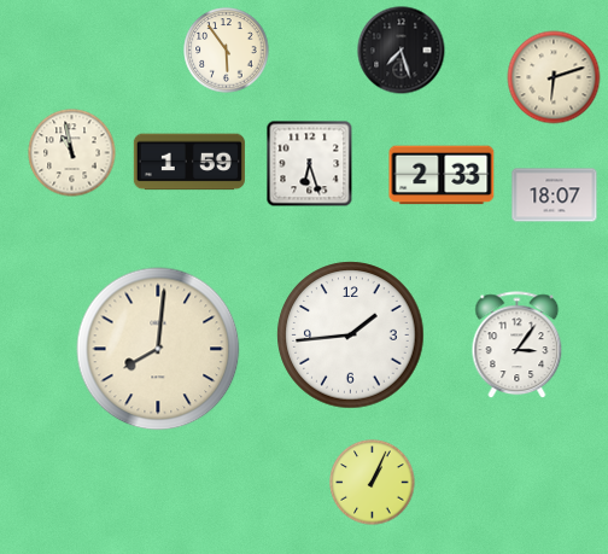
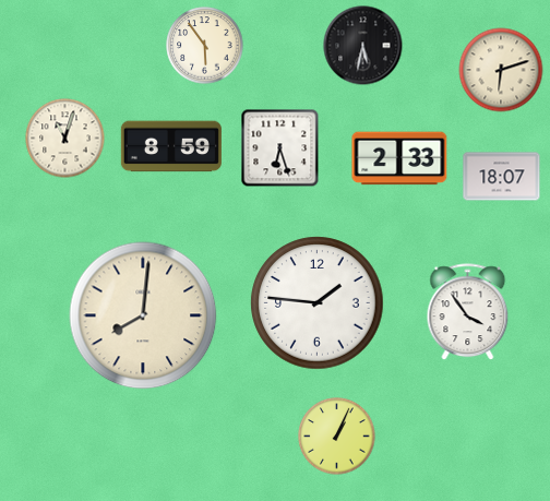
clock at (402, 51): 7:27 -> 5:32
clock at (72, 153): 10:58 -> 11:03
clock at (189, 162): 1:59 -> 8:59
clock at (351, 336): 1:44 -> 1:46
clock at (518, 345): 3:06 -> 3:54
